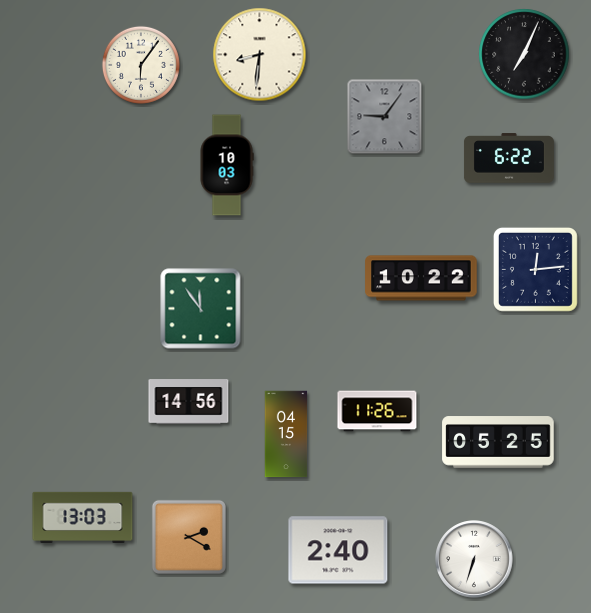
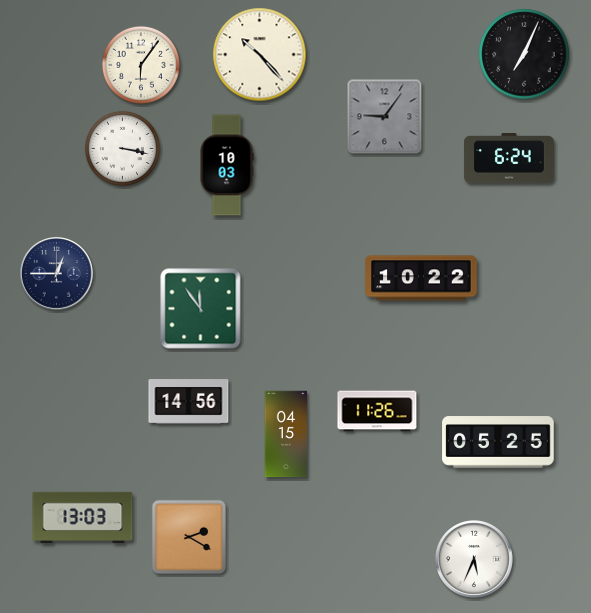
clock at (260, 55): 8:31 -> 10:23
clock at (122, 148): none -> 3:17
clock at (509, 158): 6:22 -> 6:24
clock at (535, 269): 12:14 -> none
clock at (57, 274): none -> 12:45
clock at (338, 550): 2:40 -> none
clock at (474, 559): 6:33 -> 5:34
